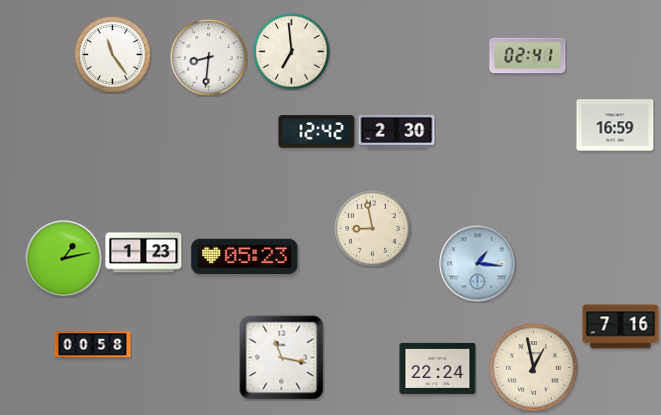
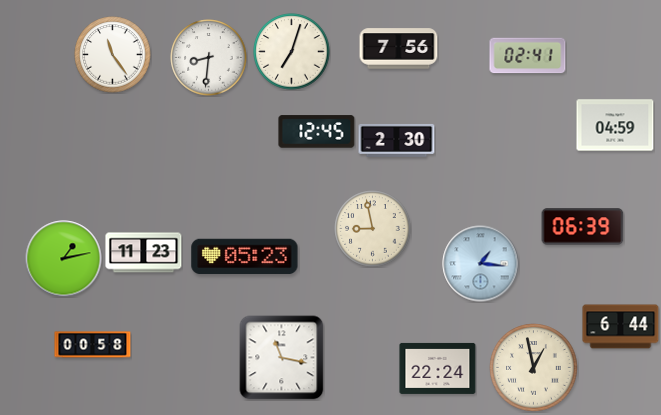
clock at (399, 49): none -> 7:56
clock at (292, 52): 6:59 -> 7:03
clock at (615, 125): 16:59 -> 04:59
clock at (397, 131) position: (397, 131) -> (397, 140)
clock at (317, 132): 12:42 -> 12:45
clock at (583, 227): none -> 06:39
clock at (144, 253): 1:23 -> 11:23
clock at (478, 264) position: (478, 264) -> (481, 264)
clock at (621, 327): 7:16 -> 6:44
